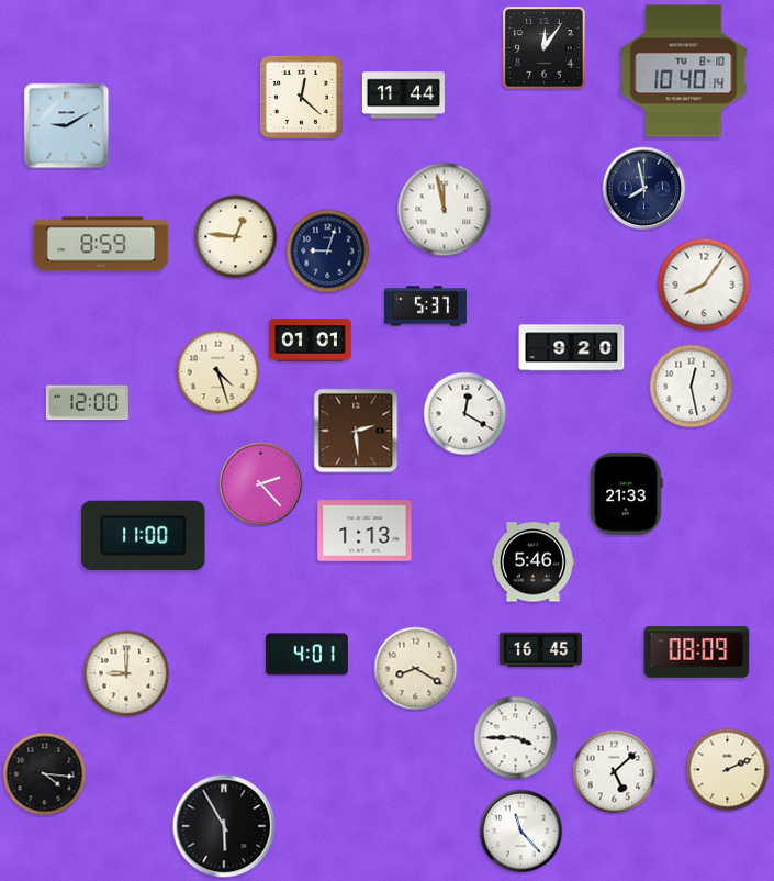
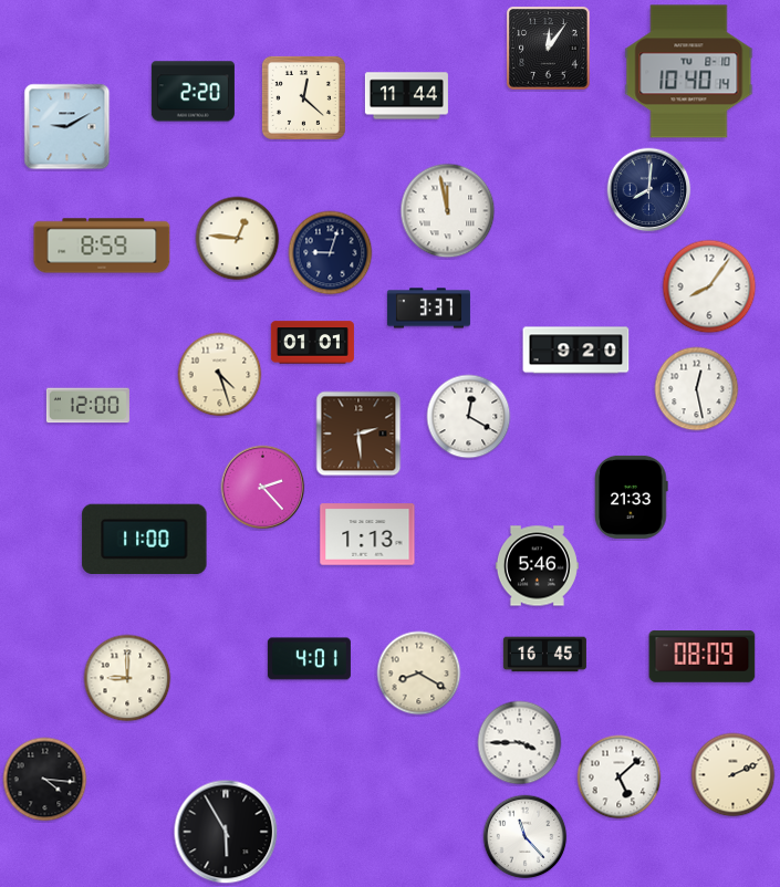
clock at (193, 92): none -> 2:20
clock at (644, 189): 7:58 -> 8:01
clock at (425, 306): 5:37 -> 3:37
